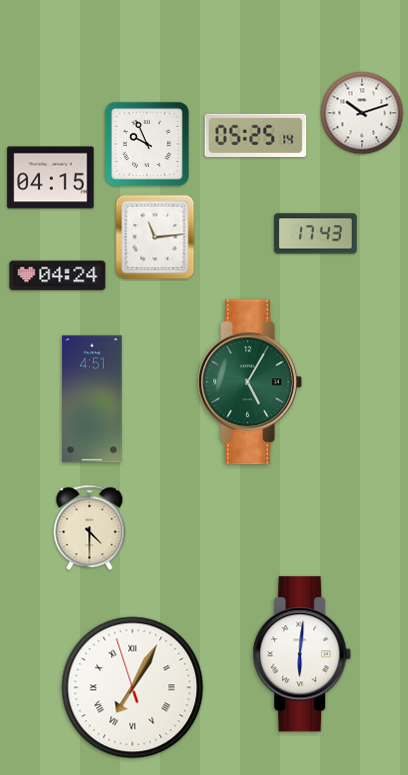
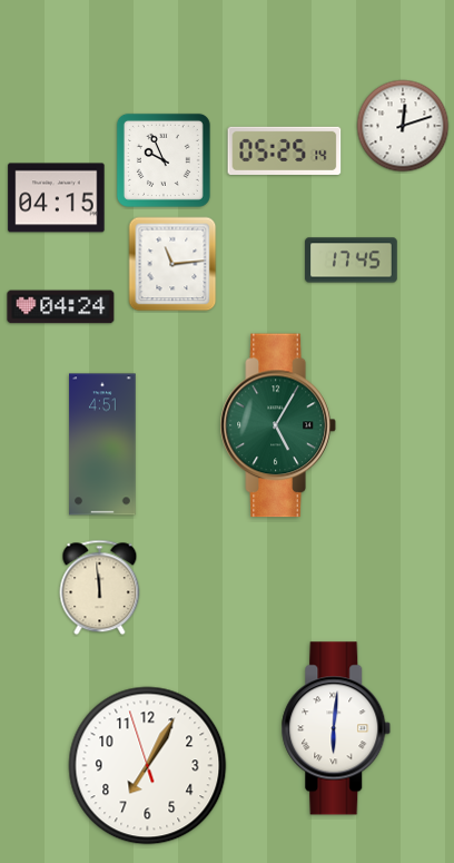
clock at (362, 113): 10:12 -> 12:12
clock at (316, 234): 17:43 -> 17:45
clock at (58, 276) position: (58, 276) -> (61, 307)
clock at (90, 528): 4:30 -> 11:59
clock at (133, 688) numerals: Roman -> Arabic
